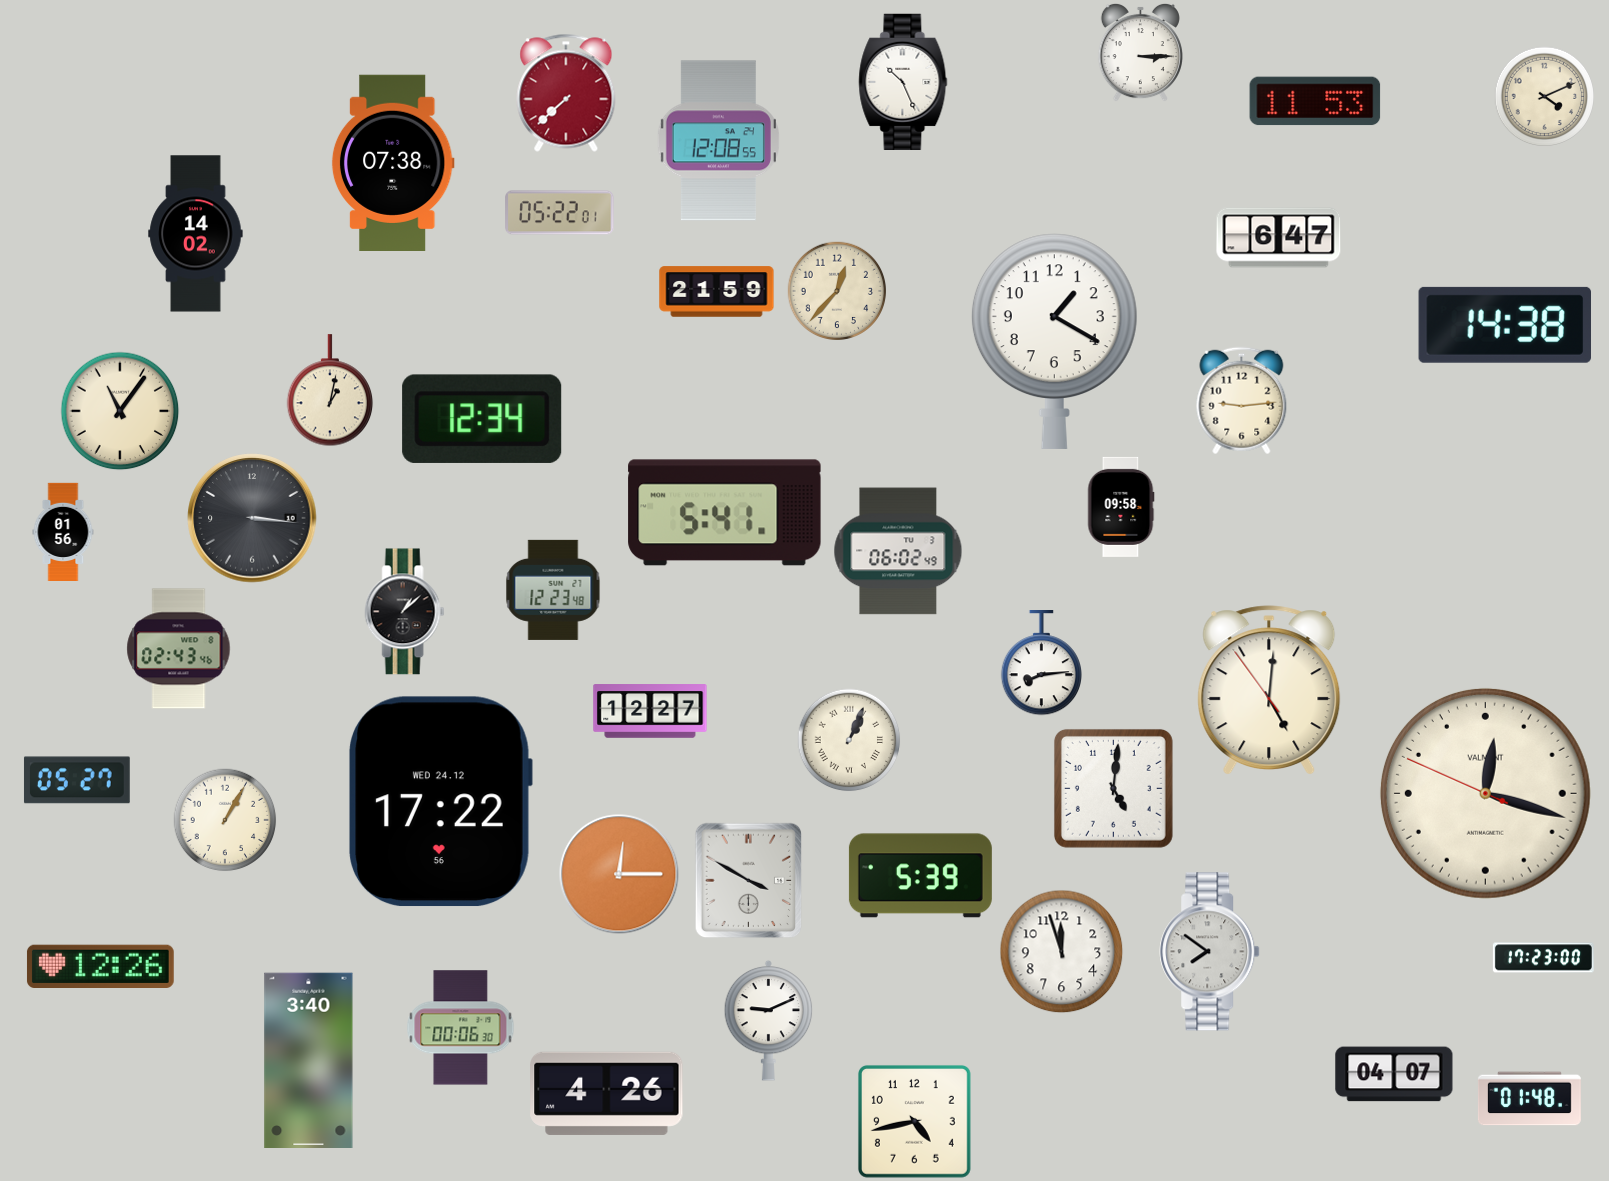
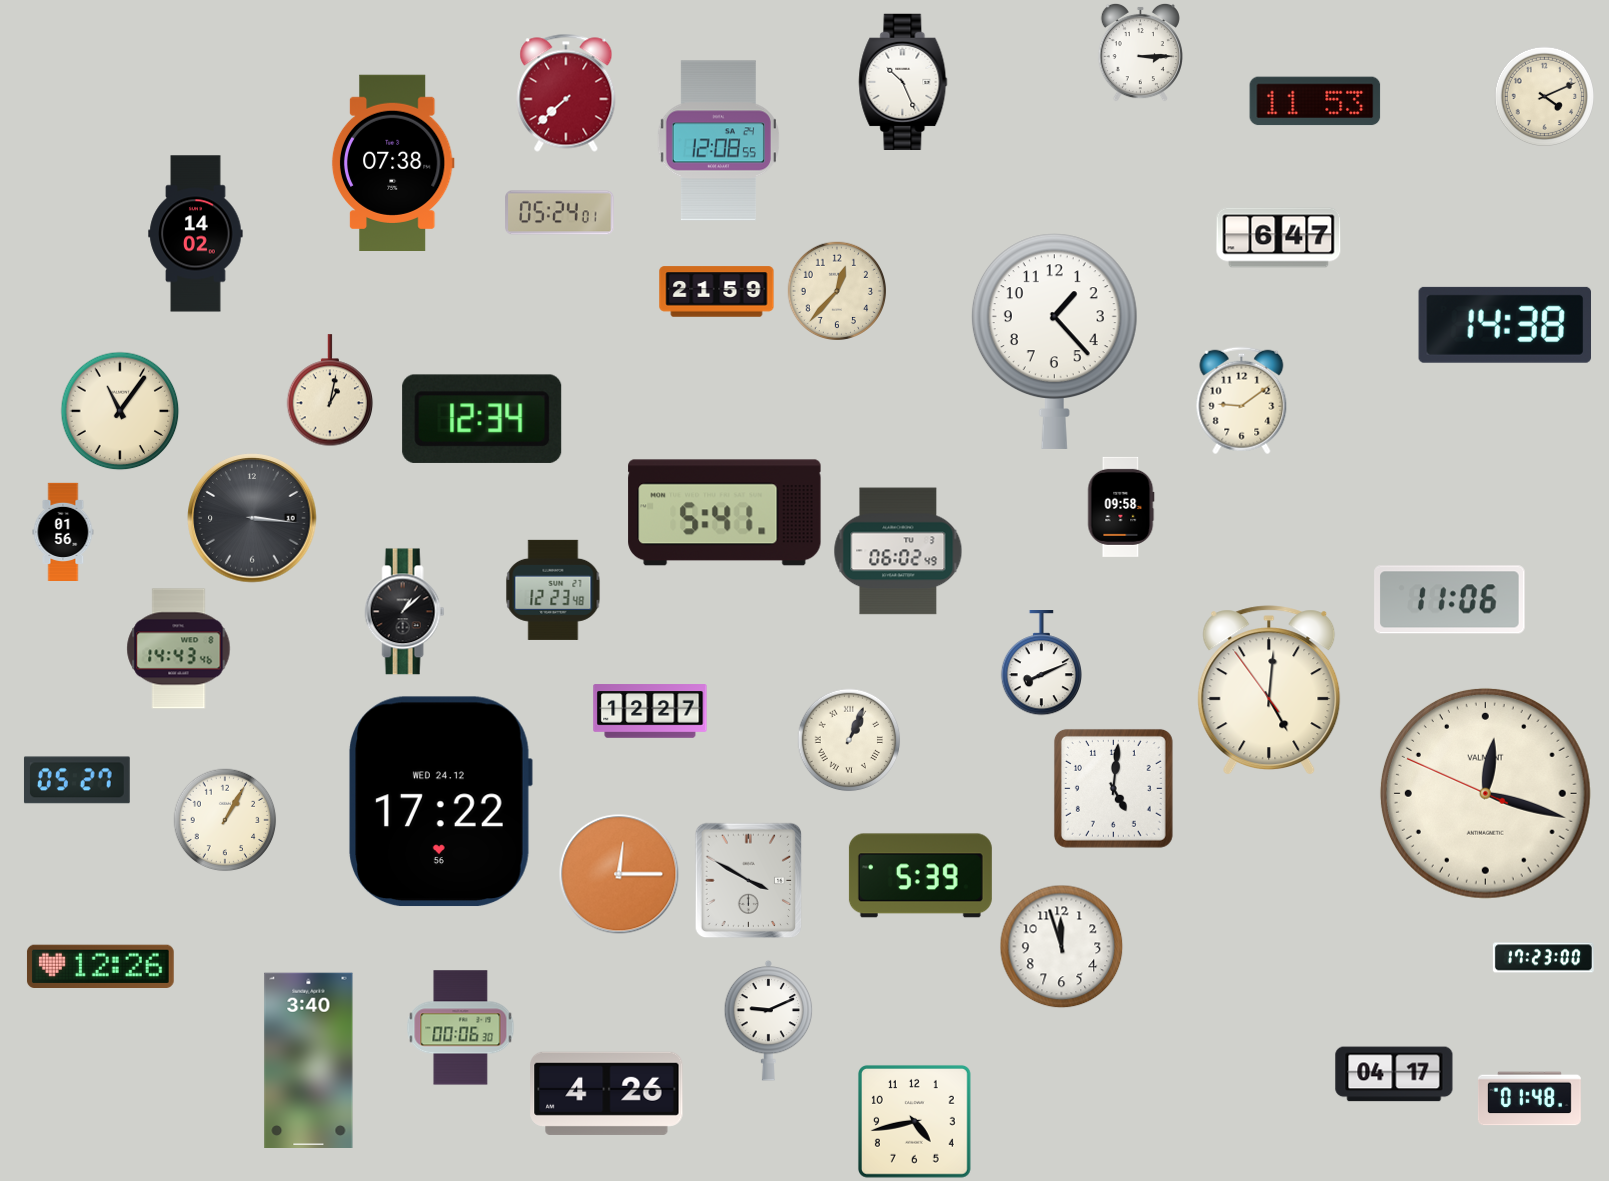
clock at (560, 213): 05:22 -> 05:24
clock at (1054, 341): 1:20 -> 1:23
clock at (1242, 401): 9:14 -> 9:09
clock at (1450, 600): none -> 11:06
clock at (179, 649): 02:43 -> 14:43
clock at (1041, 664): 8:14 -> 8:11
clock at (1062, 952) position: (1062, 952) -> (1062, 947)
clock at (1210, 952): 7:51 -> none
clock at (1394, 1074): 04:07 -> 04:17
